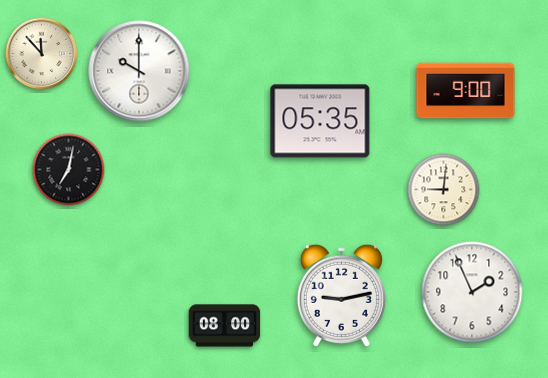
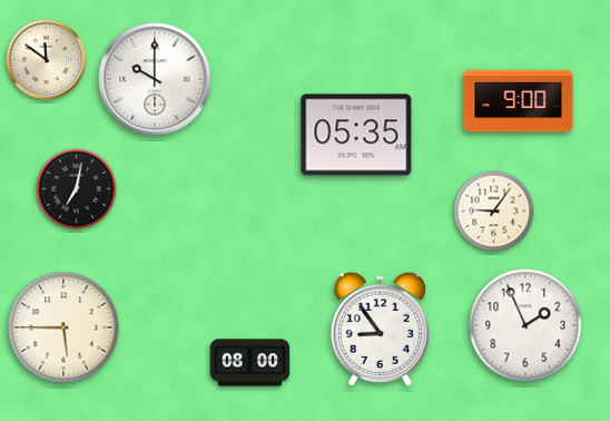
clock at (42, 54): 11:53 -> 11:51
clock at (444, 190): 9:01 -> 9:06
clock at (63, 327): none -> 5:45
clock at (341, 295): 9:13 -> 8:54
